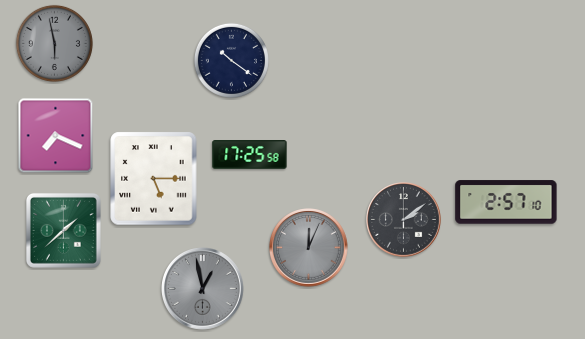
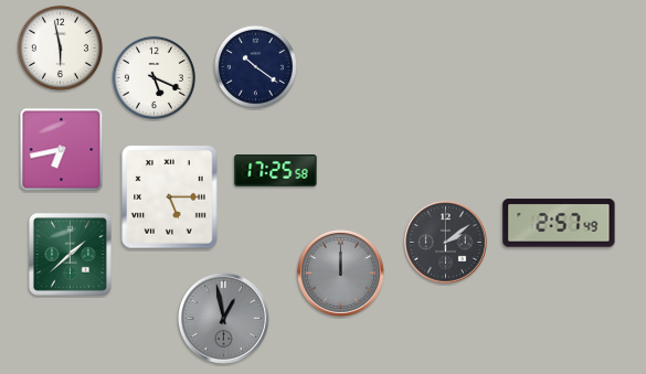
clock at (54, 43) dial: grey -> white
clock at (153, 77): none -> 5:19
clock at (56, 136): 7:19 -> 6:43
clock at (506, 202): 2:57:10 -> 2:57:49
clock at (309, 248): 12:04 -> 12:00
